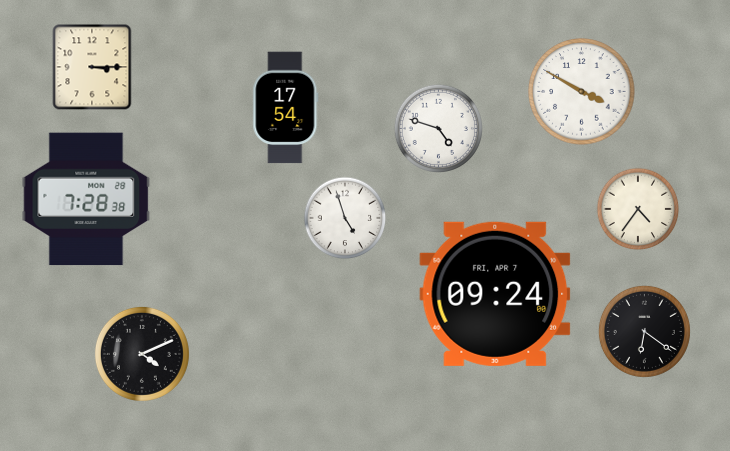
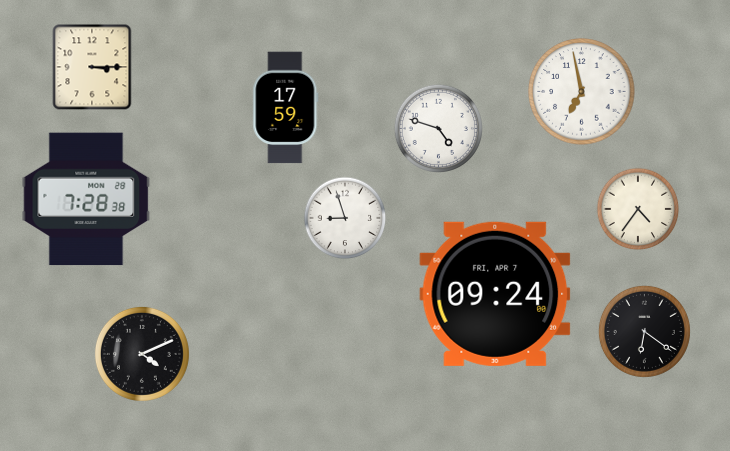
clock at (582, 92): 3:50 -> 6:58
clock at (286, 108): 17:54 -> 17:59
clock at (345, 218): 4:57 -> 8:57
